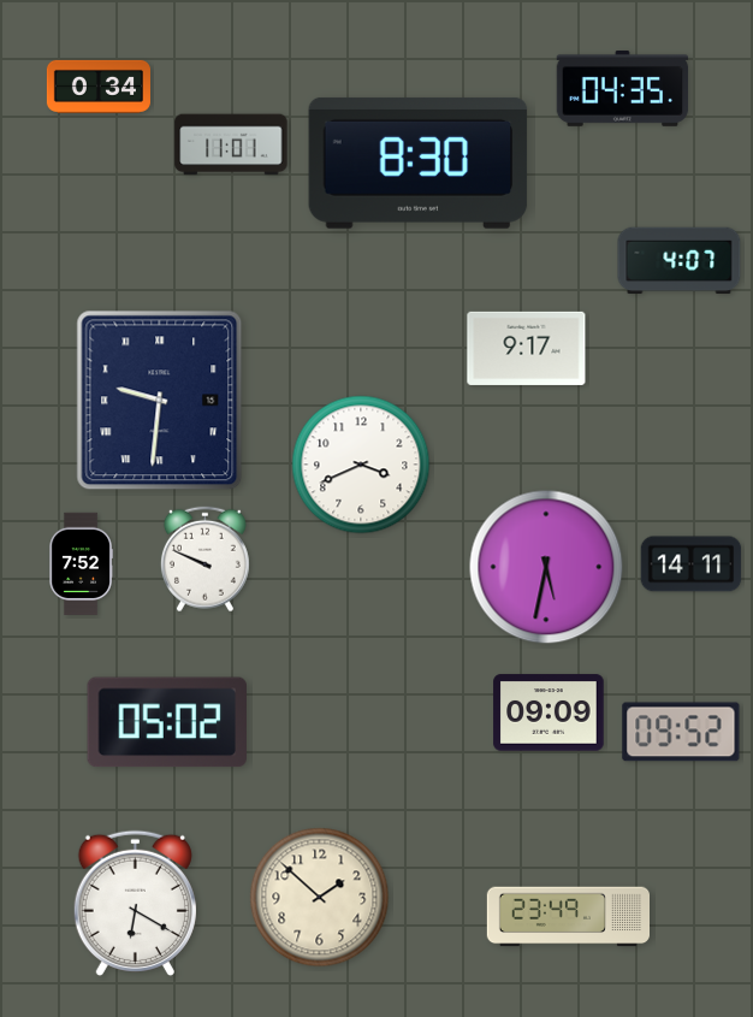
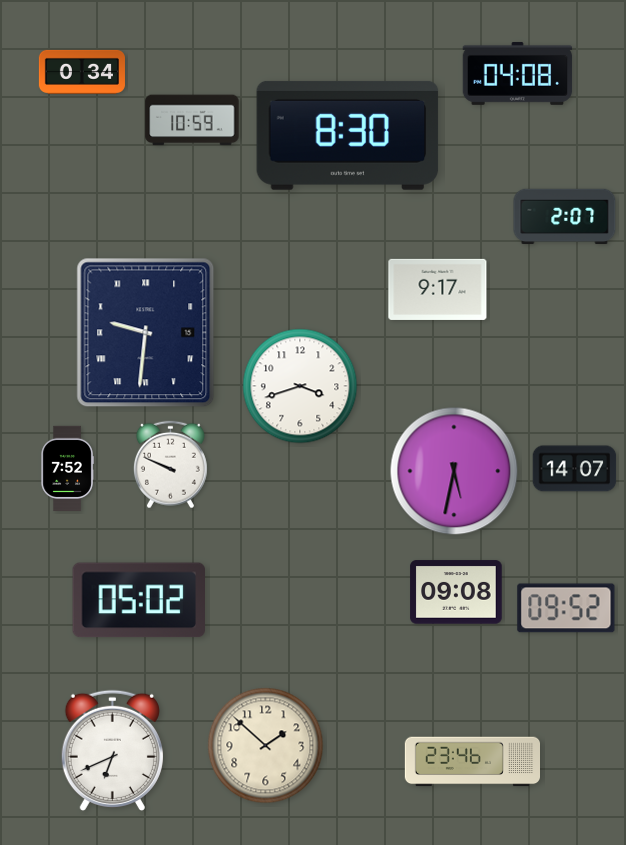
clock at (623, 88): 04:35 -> 04:08
clock at (231, 144): 11:01 -> 10:59
clock at (680, 261): 4:07 -> 2:07
clock at (160, 401) position: (160, 401) -> (146, 333)
clock at (361, 465): 3:41 -> 3:42
clock at (692, 564): 14:11 -> 14:07
clock at (549, 713): 09:09 -> 09:08
clock at (135, 903): 6:20 -> 6:41
clock at (568, 917): 23:49 -> 23:46
